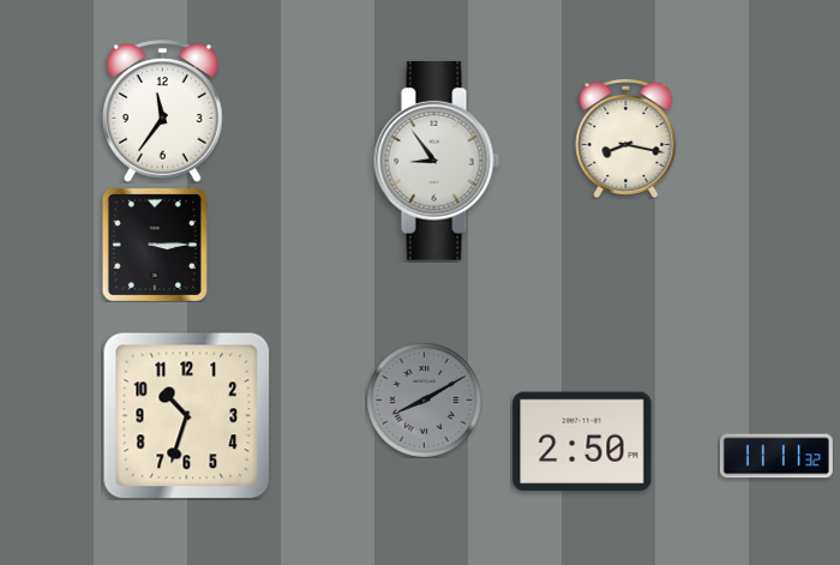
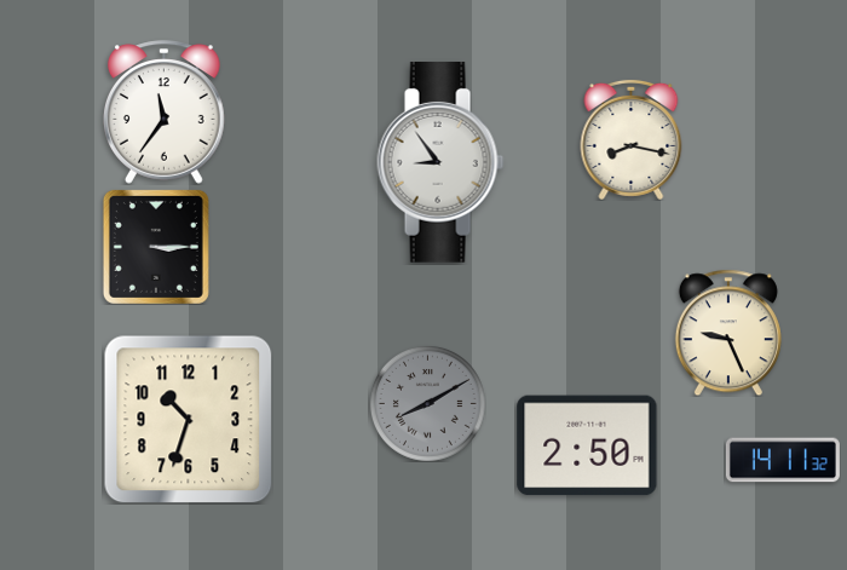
clock at (728, 333): none -> 9:26
clock at (776, 456): 11:11 -> 14:11
